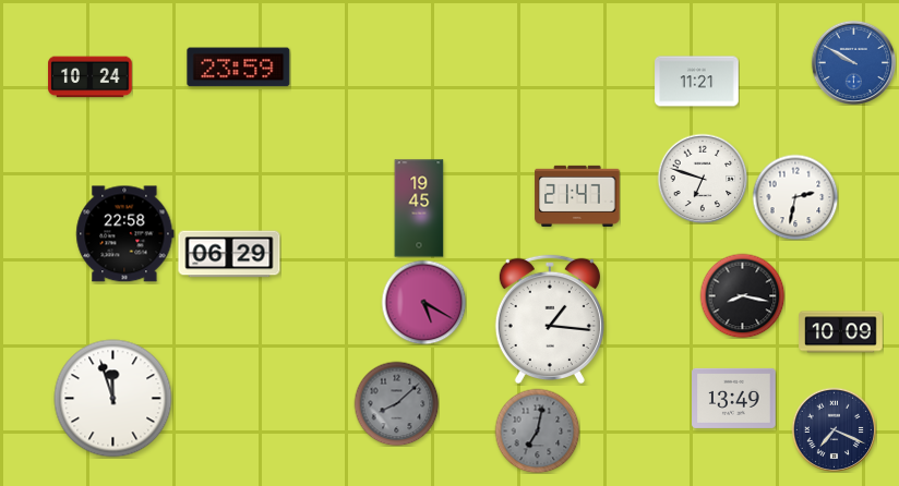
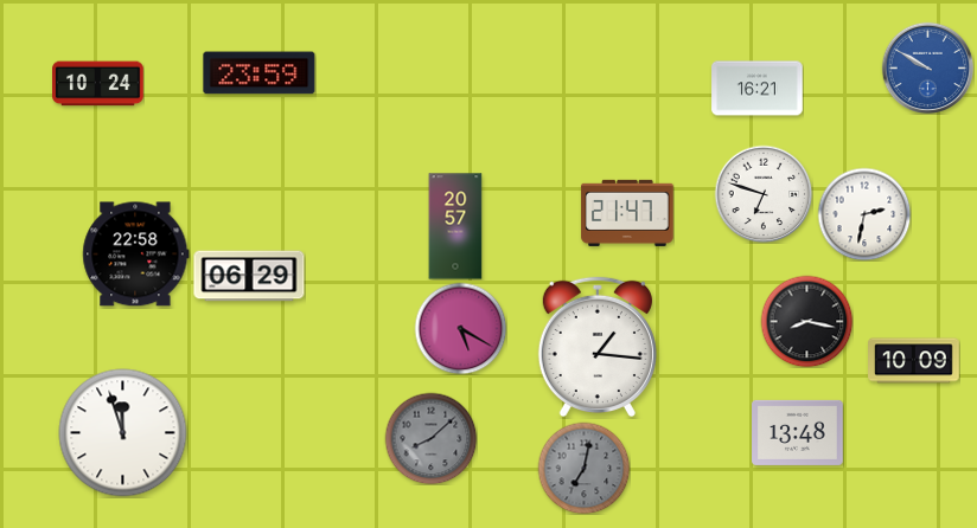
clock at (697, 82): 11:21 -> 16:21
clock at (419, 208): 19:45 -> 20:57
clock at (734, 398): 13:49 -> 13:48
clock at (834, 429): 7:19 -> none
